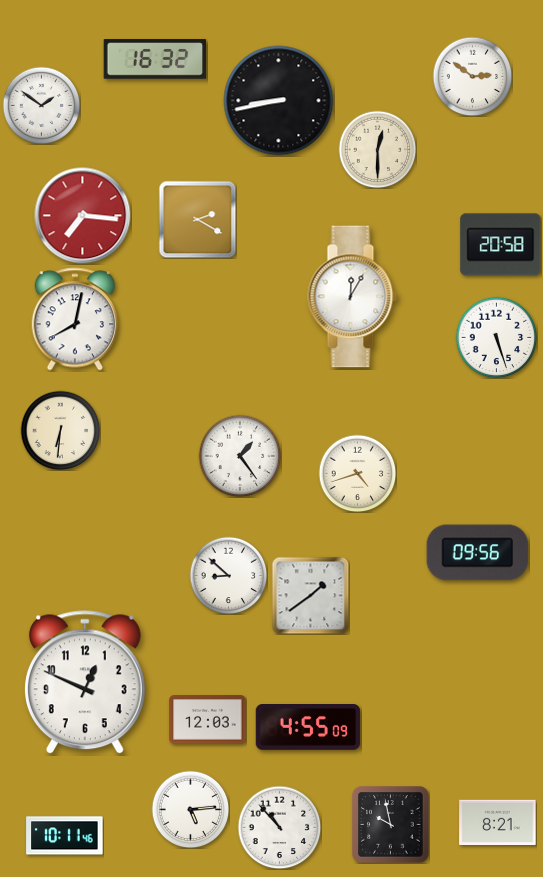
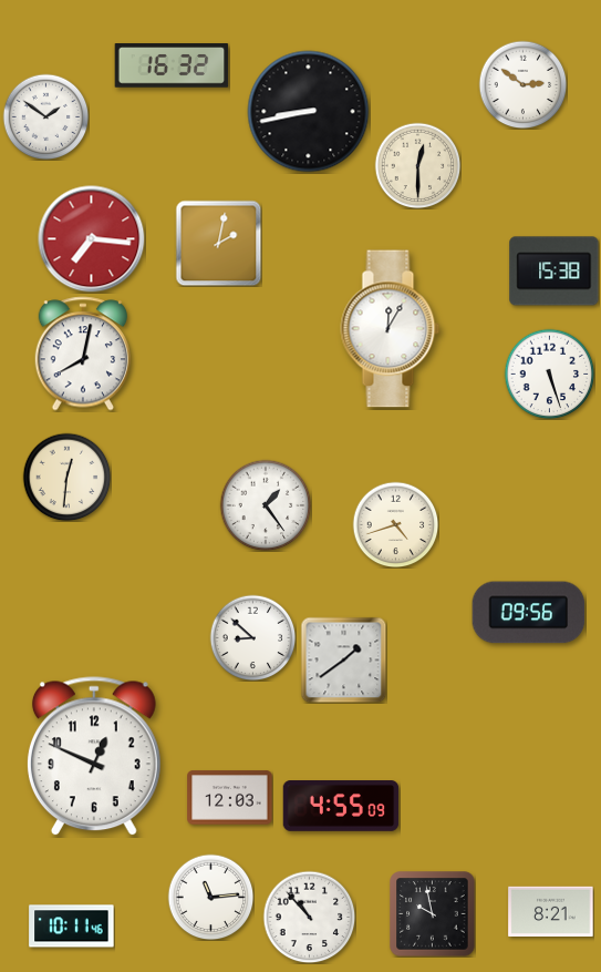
clock at (197, 219): 2:20 -> 2:02
clock at (501, 245): 20:58 -> 15:38
clock at (60, 430): 6:31 -> 12:31
clock at (190, 809): 5:14 -> 11:14
